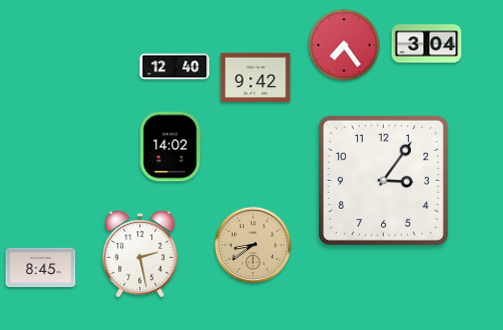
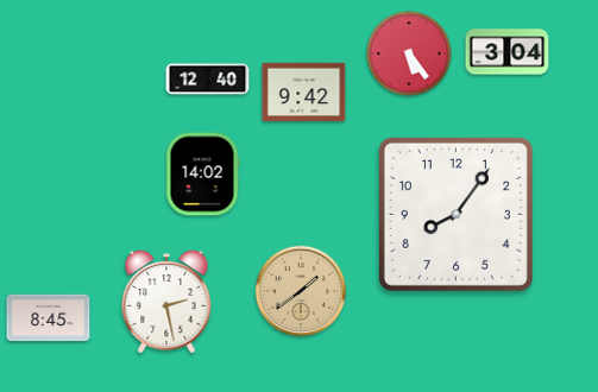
clock at (344, 45): 7:24 -> 5:24
clock at (383, 180): 3:06 -> 8:06
clock at (253, 245): 8:39 -> 1:39
